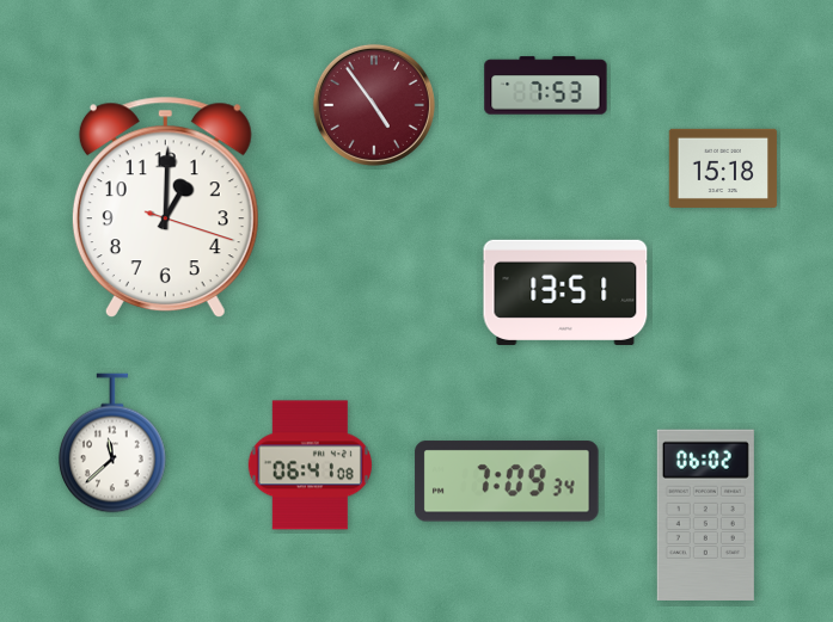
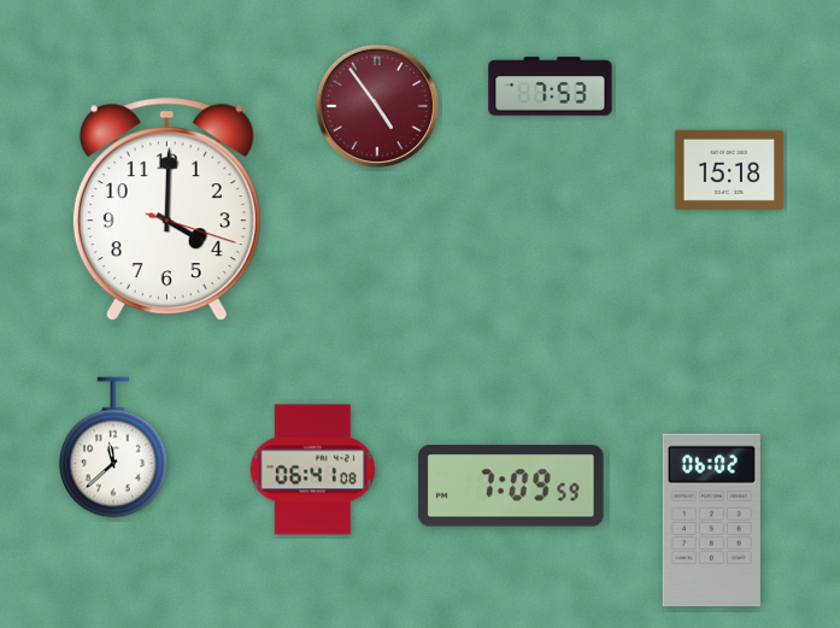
clock at (165, 208): 1:00 -> 4:00
clock at (565, 292): 13:51 -> none
clock at (507, 481): 7:09:34 -> 7:09:59
